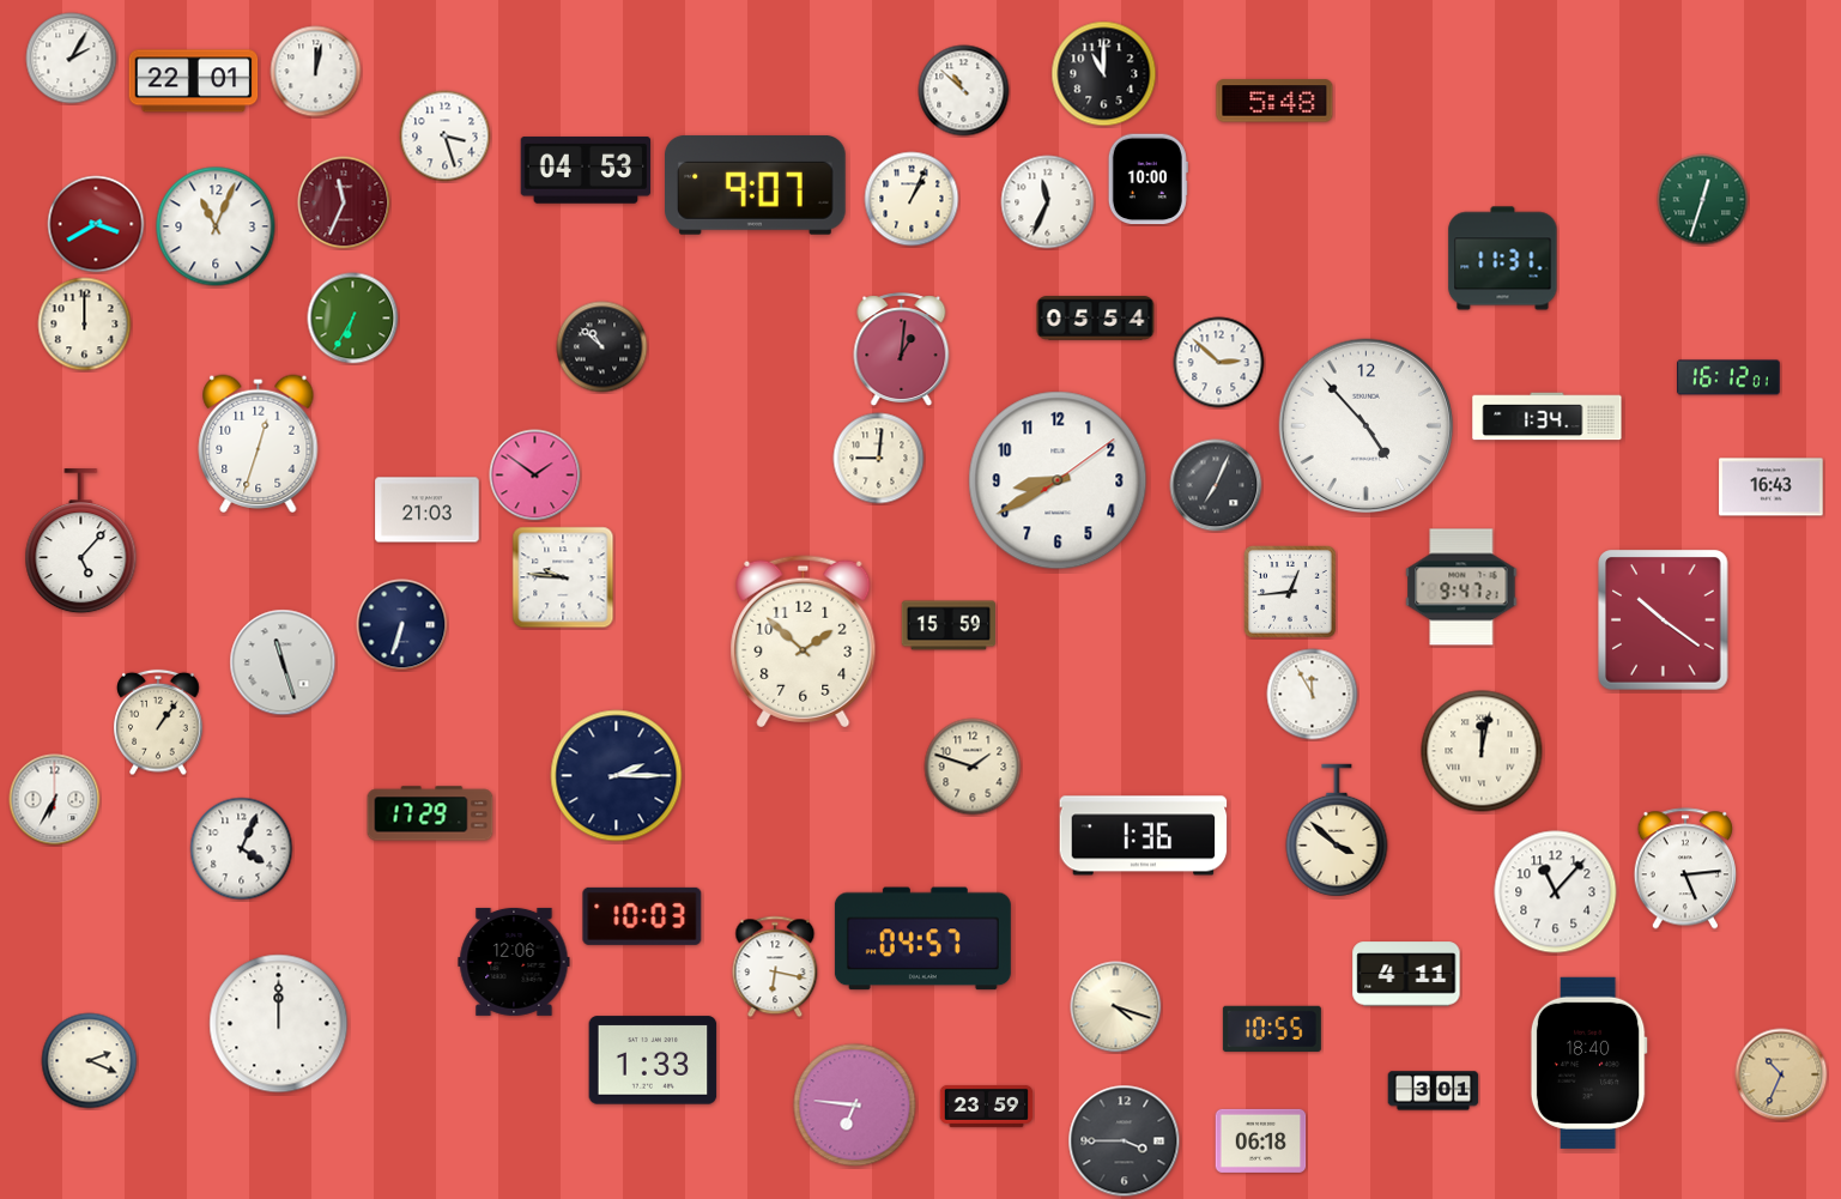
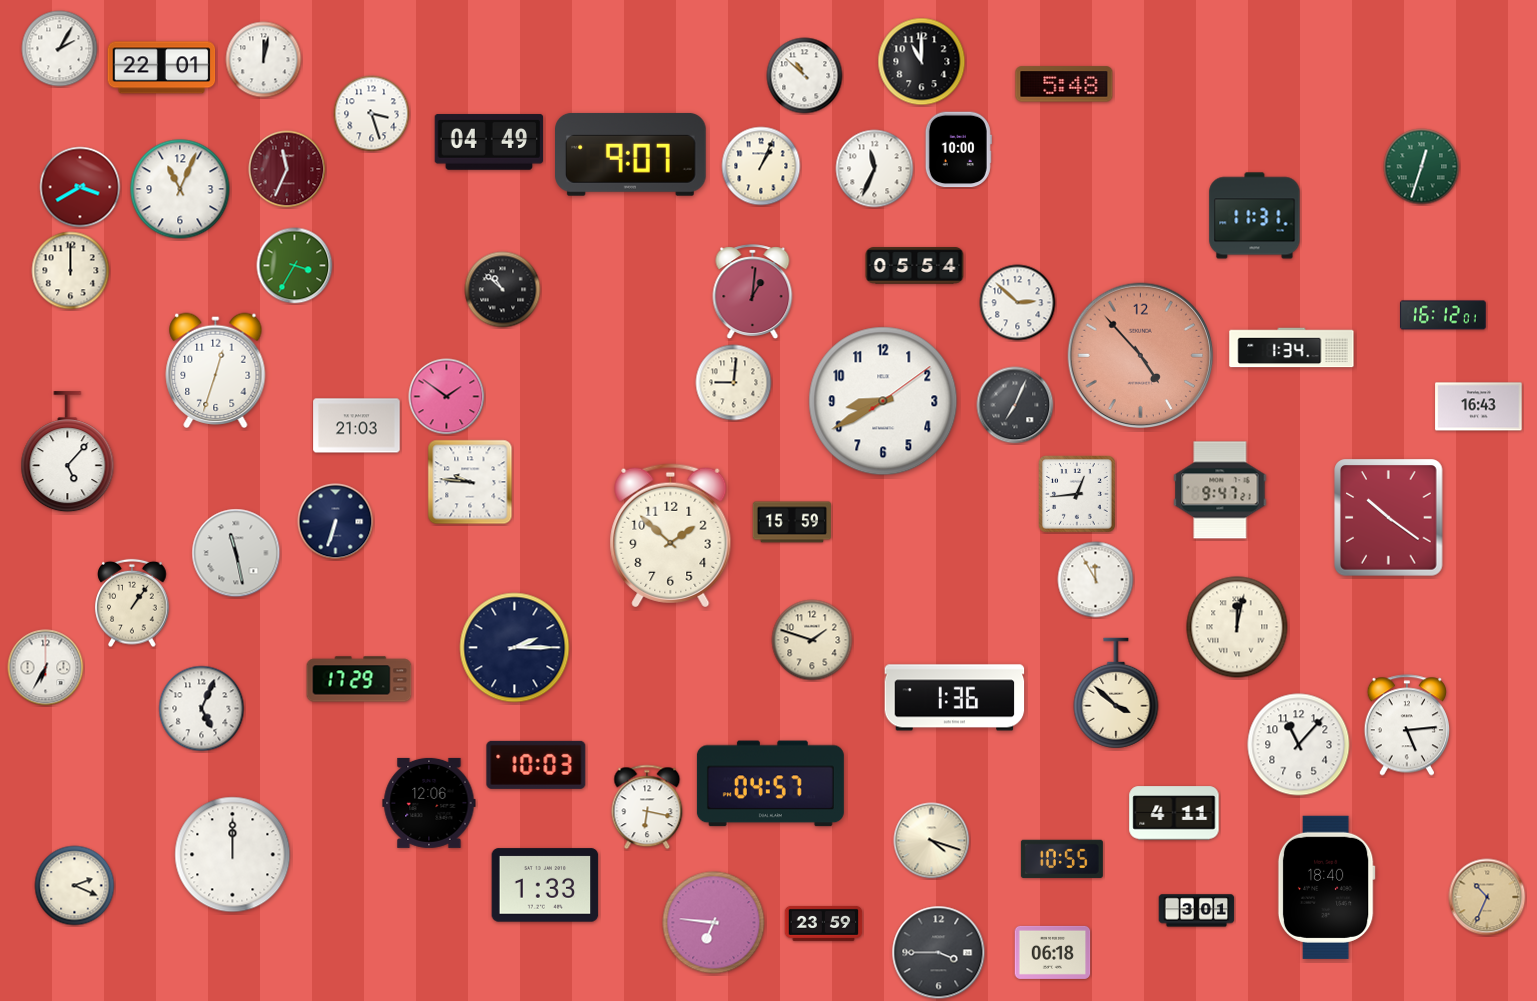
clock at (586, 170): 04:53 -> 04:49
clock at (353, 319): 6:35 -> 3:35
clock at (1365, 425) dial: white -> salmon
clock at (283, 662): 11:27 -> 11:28
clock at (242, 849): 4:04 -> 5:04
